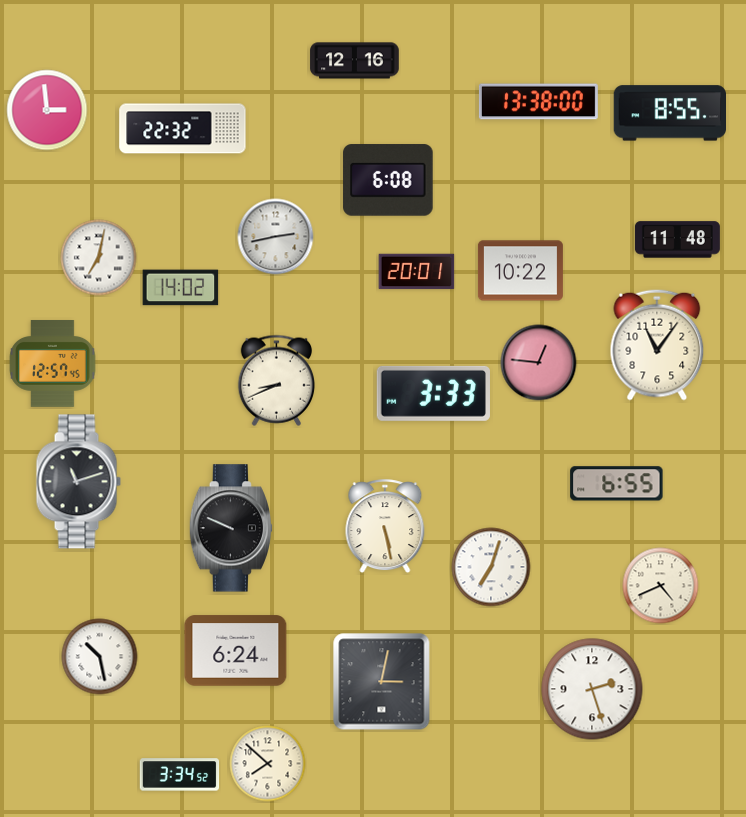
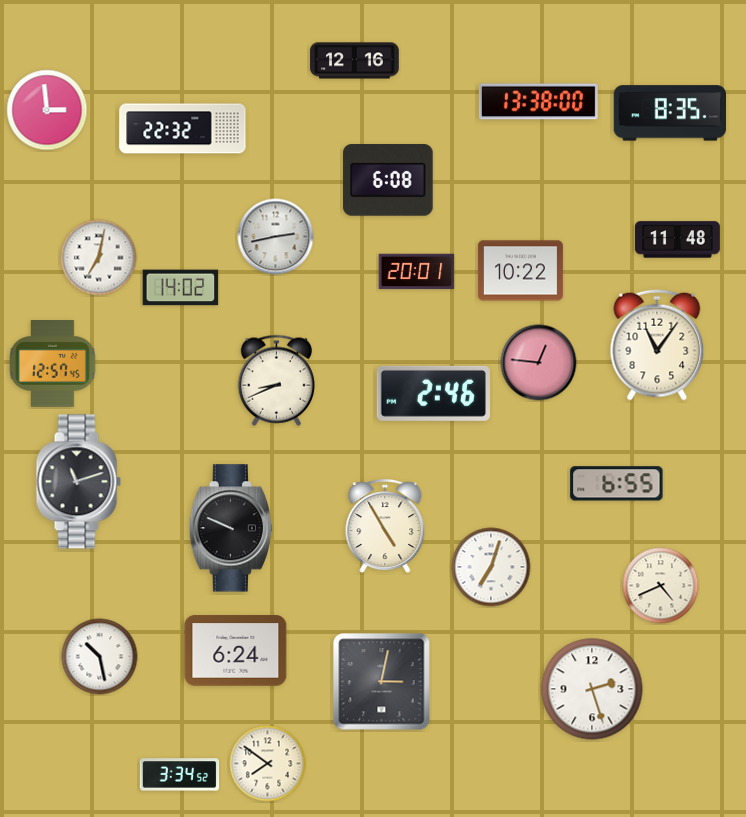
clock at (669, 113): 8:55 -> 8:35
clock at (433, 393): 3:33 -> 2:46
clock at (385, 527): 5:28 -> 4:55
clock at (268, 764): 7:52 -> 7:51
